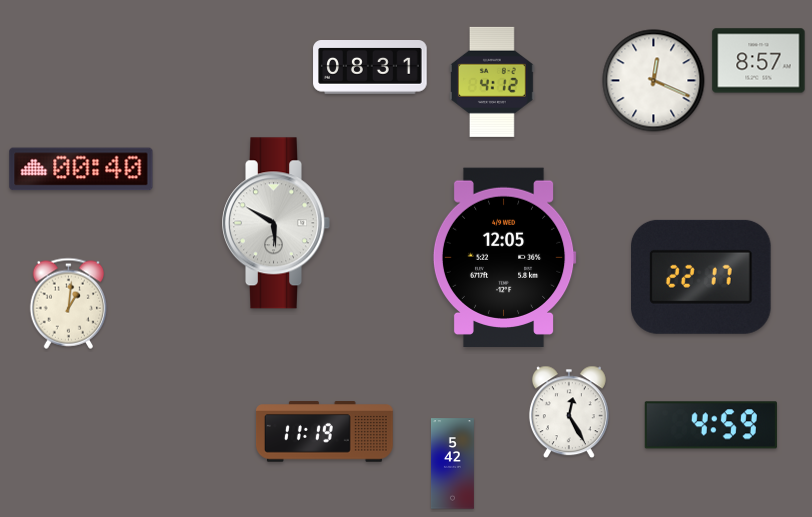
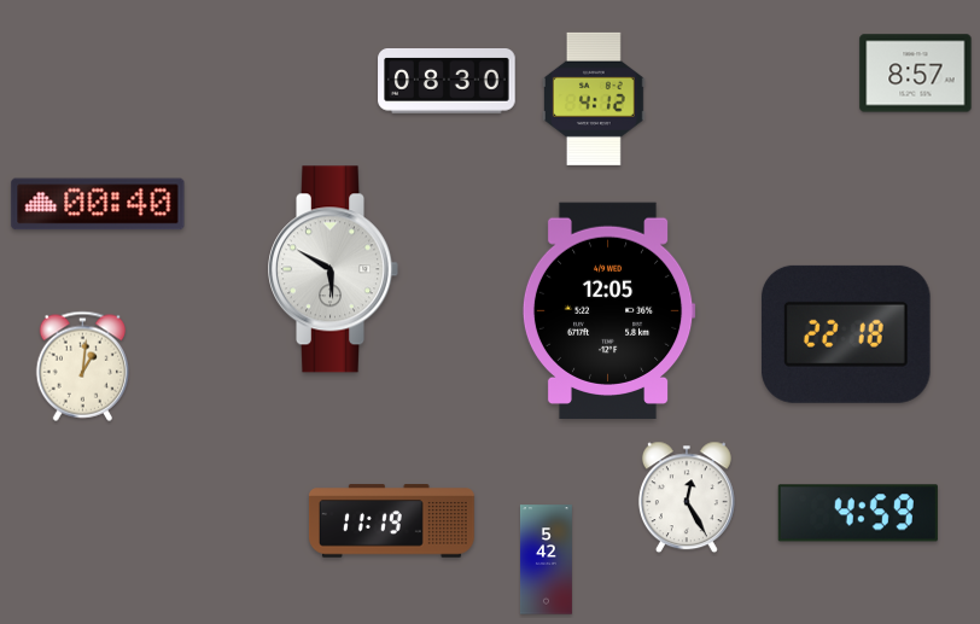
clock at (370, 67): 08:31 -> 08:30
clock at (654, 81): 12:19 -> none
clock at (701, 277): 22:17 -> 22:18
